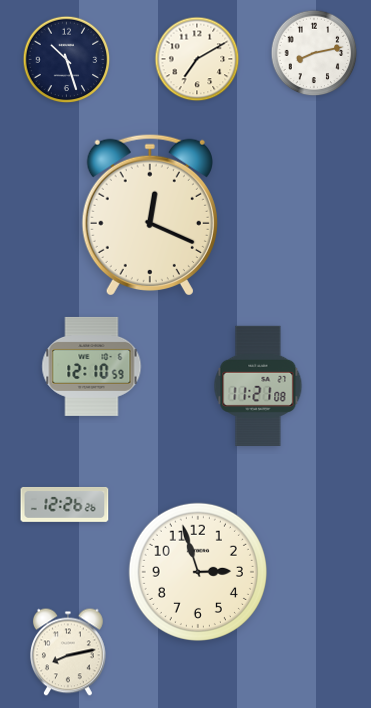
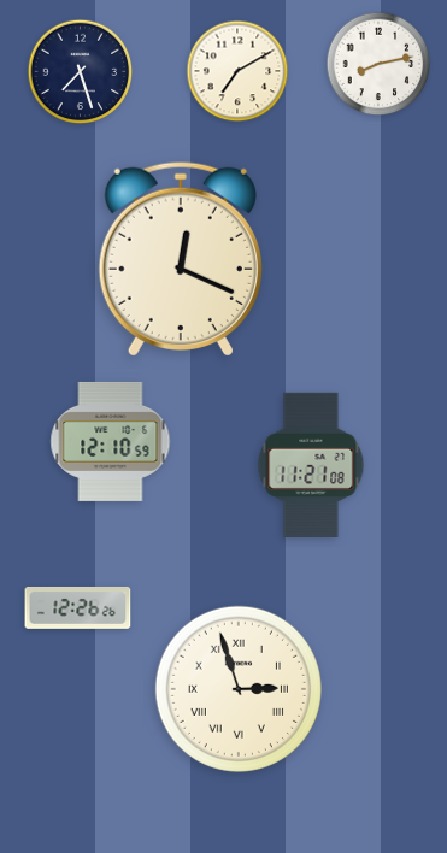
clock at (67, 60): 10:27 -> 7:27
clock at (197, 571) numerals: Arabic -> Roman
clock at (69, 652): 8:13 -> none
